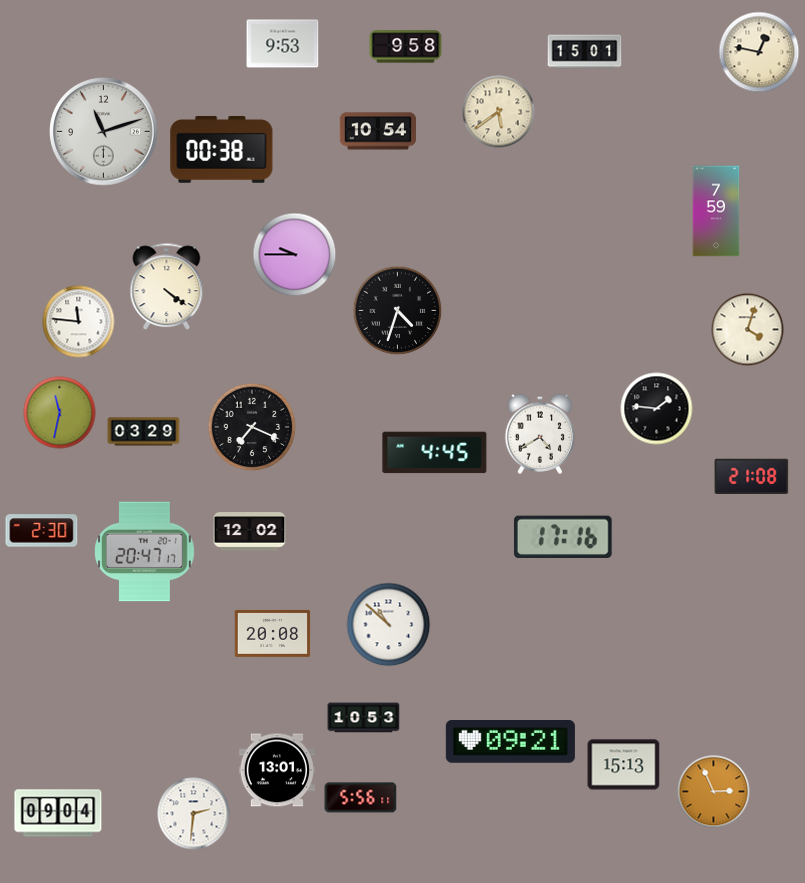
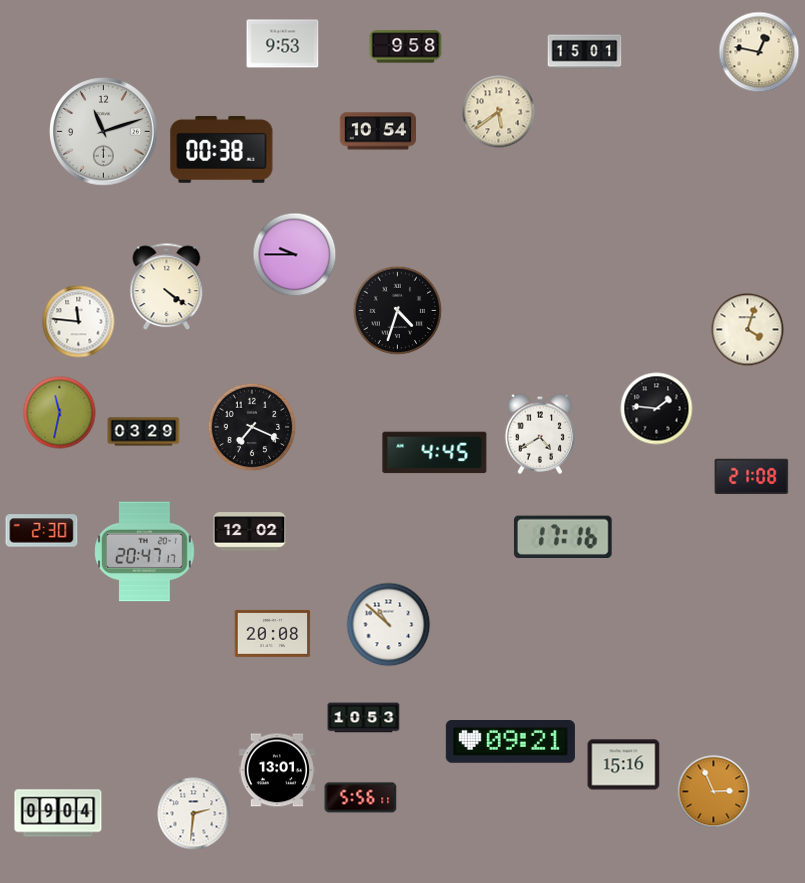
clock at (716, 211): 7:59 -> none
clock at (624, 765): 15:13 -> 15:16
